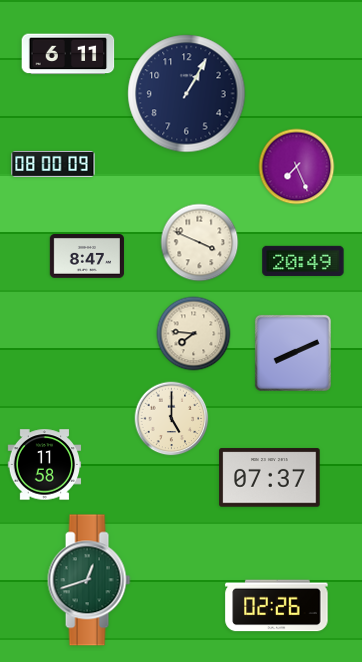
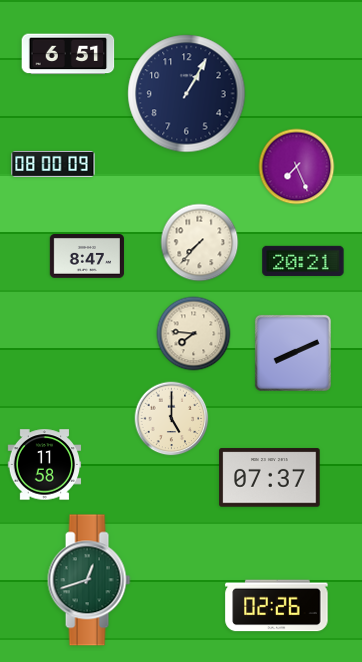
clock at (68, 54): 6:11 -> 6:51
clock at (200, 243): 3:49 -> 7:37
clock at (303, 261): 20:49 -> 20:21
